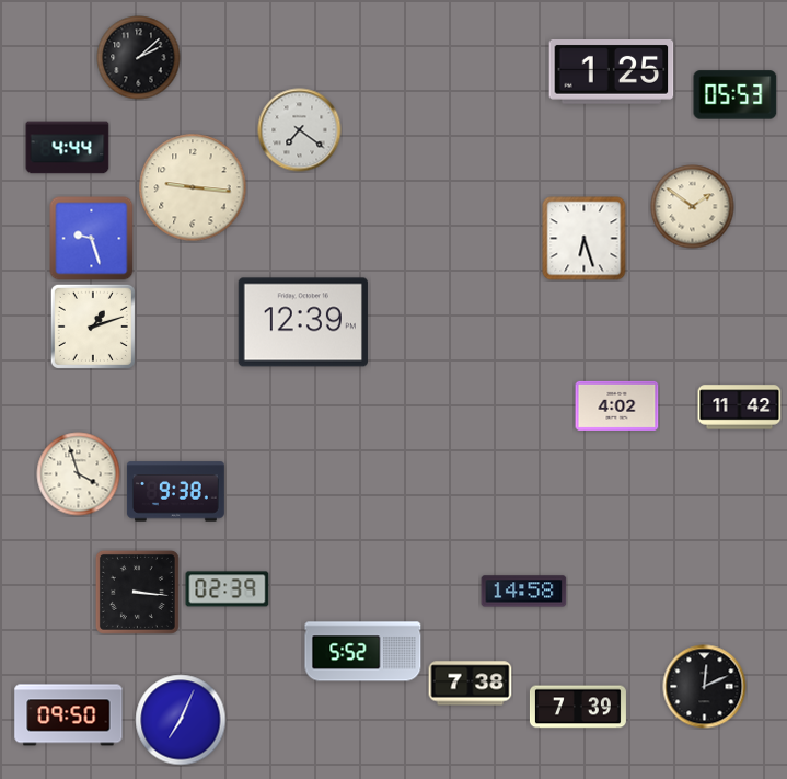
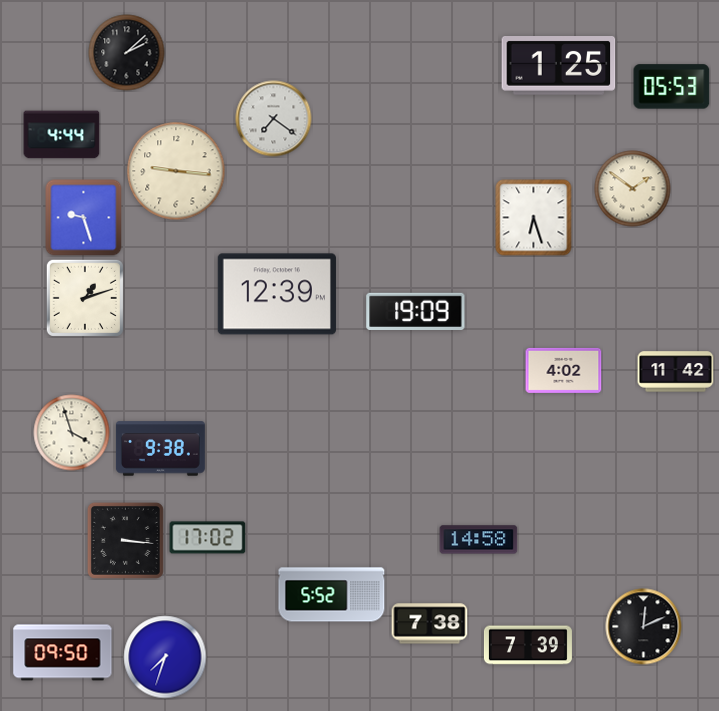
clock at (416, 311): none -> 19:09
clock at (228, 589): 02:39 -> 17:02
clock at (181, 720): 7:04 -> 7:33
